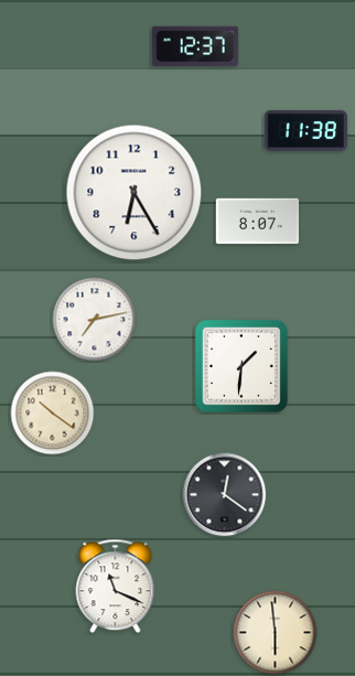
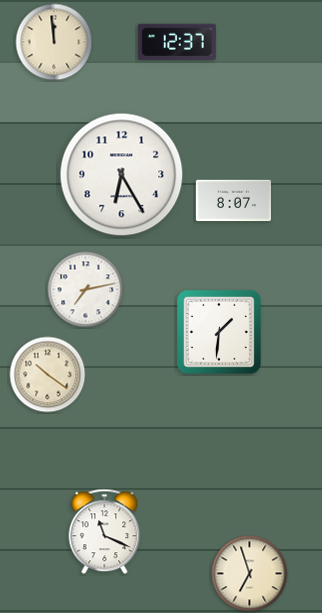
clock at (54, 42): none -> 11:59
clock at (305, 130): 11:38 -> none
clock at (225, 495): 12:21 -> none
clock at (276, 633): 5:59 -> 6:57
